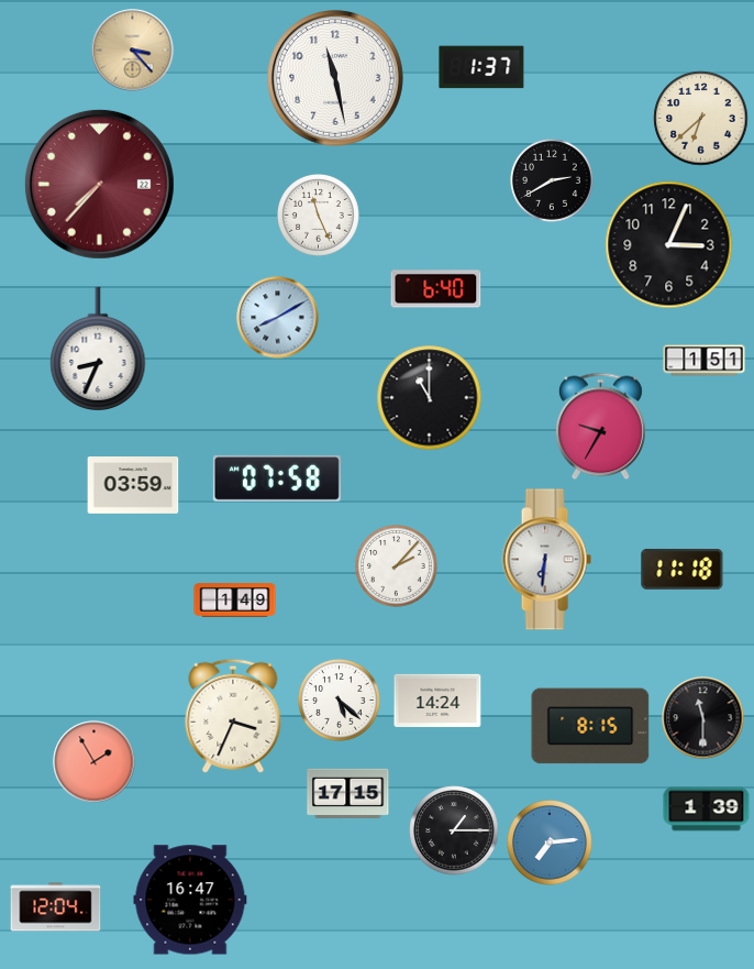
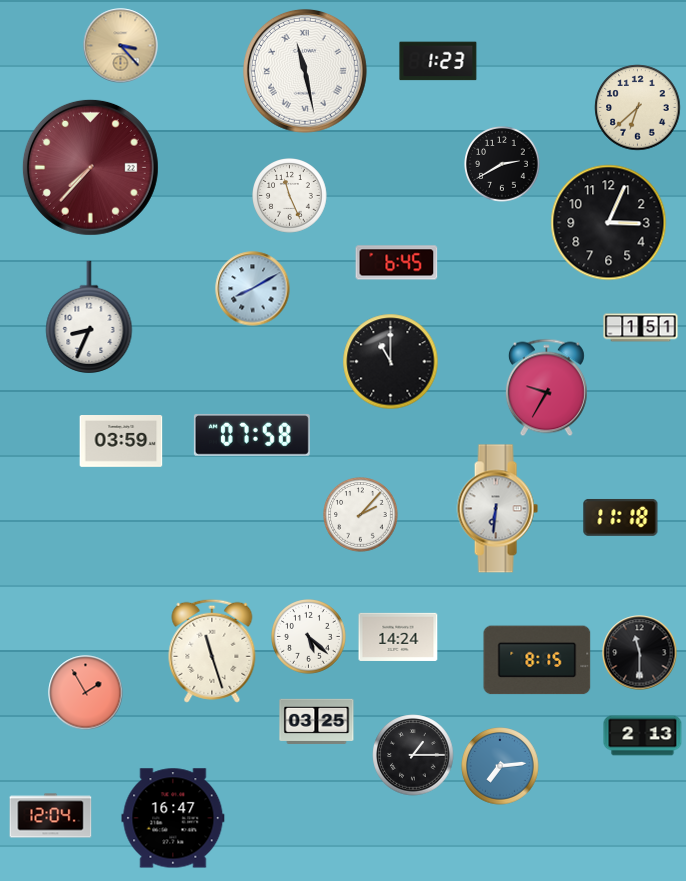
clock at (481, 67): 1:37 -> 1:23
clock at (335, 78) numerals: Arabic -> Roman
clock at (436, 289): 6:40 -> 6:45
clock at (235, 601): 1:49 -> none
clock at (233, 716): 3:34 -> 11:27
clock at (348, 793): 17:15 -> 03:25
clock at (707, 810): 1:39 -> 2:13
clock at (56, 907) position: (56, 907) -> (51, 816)
